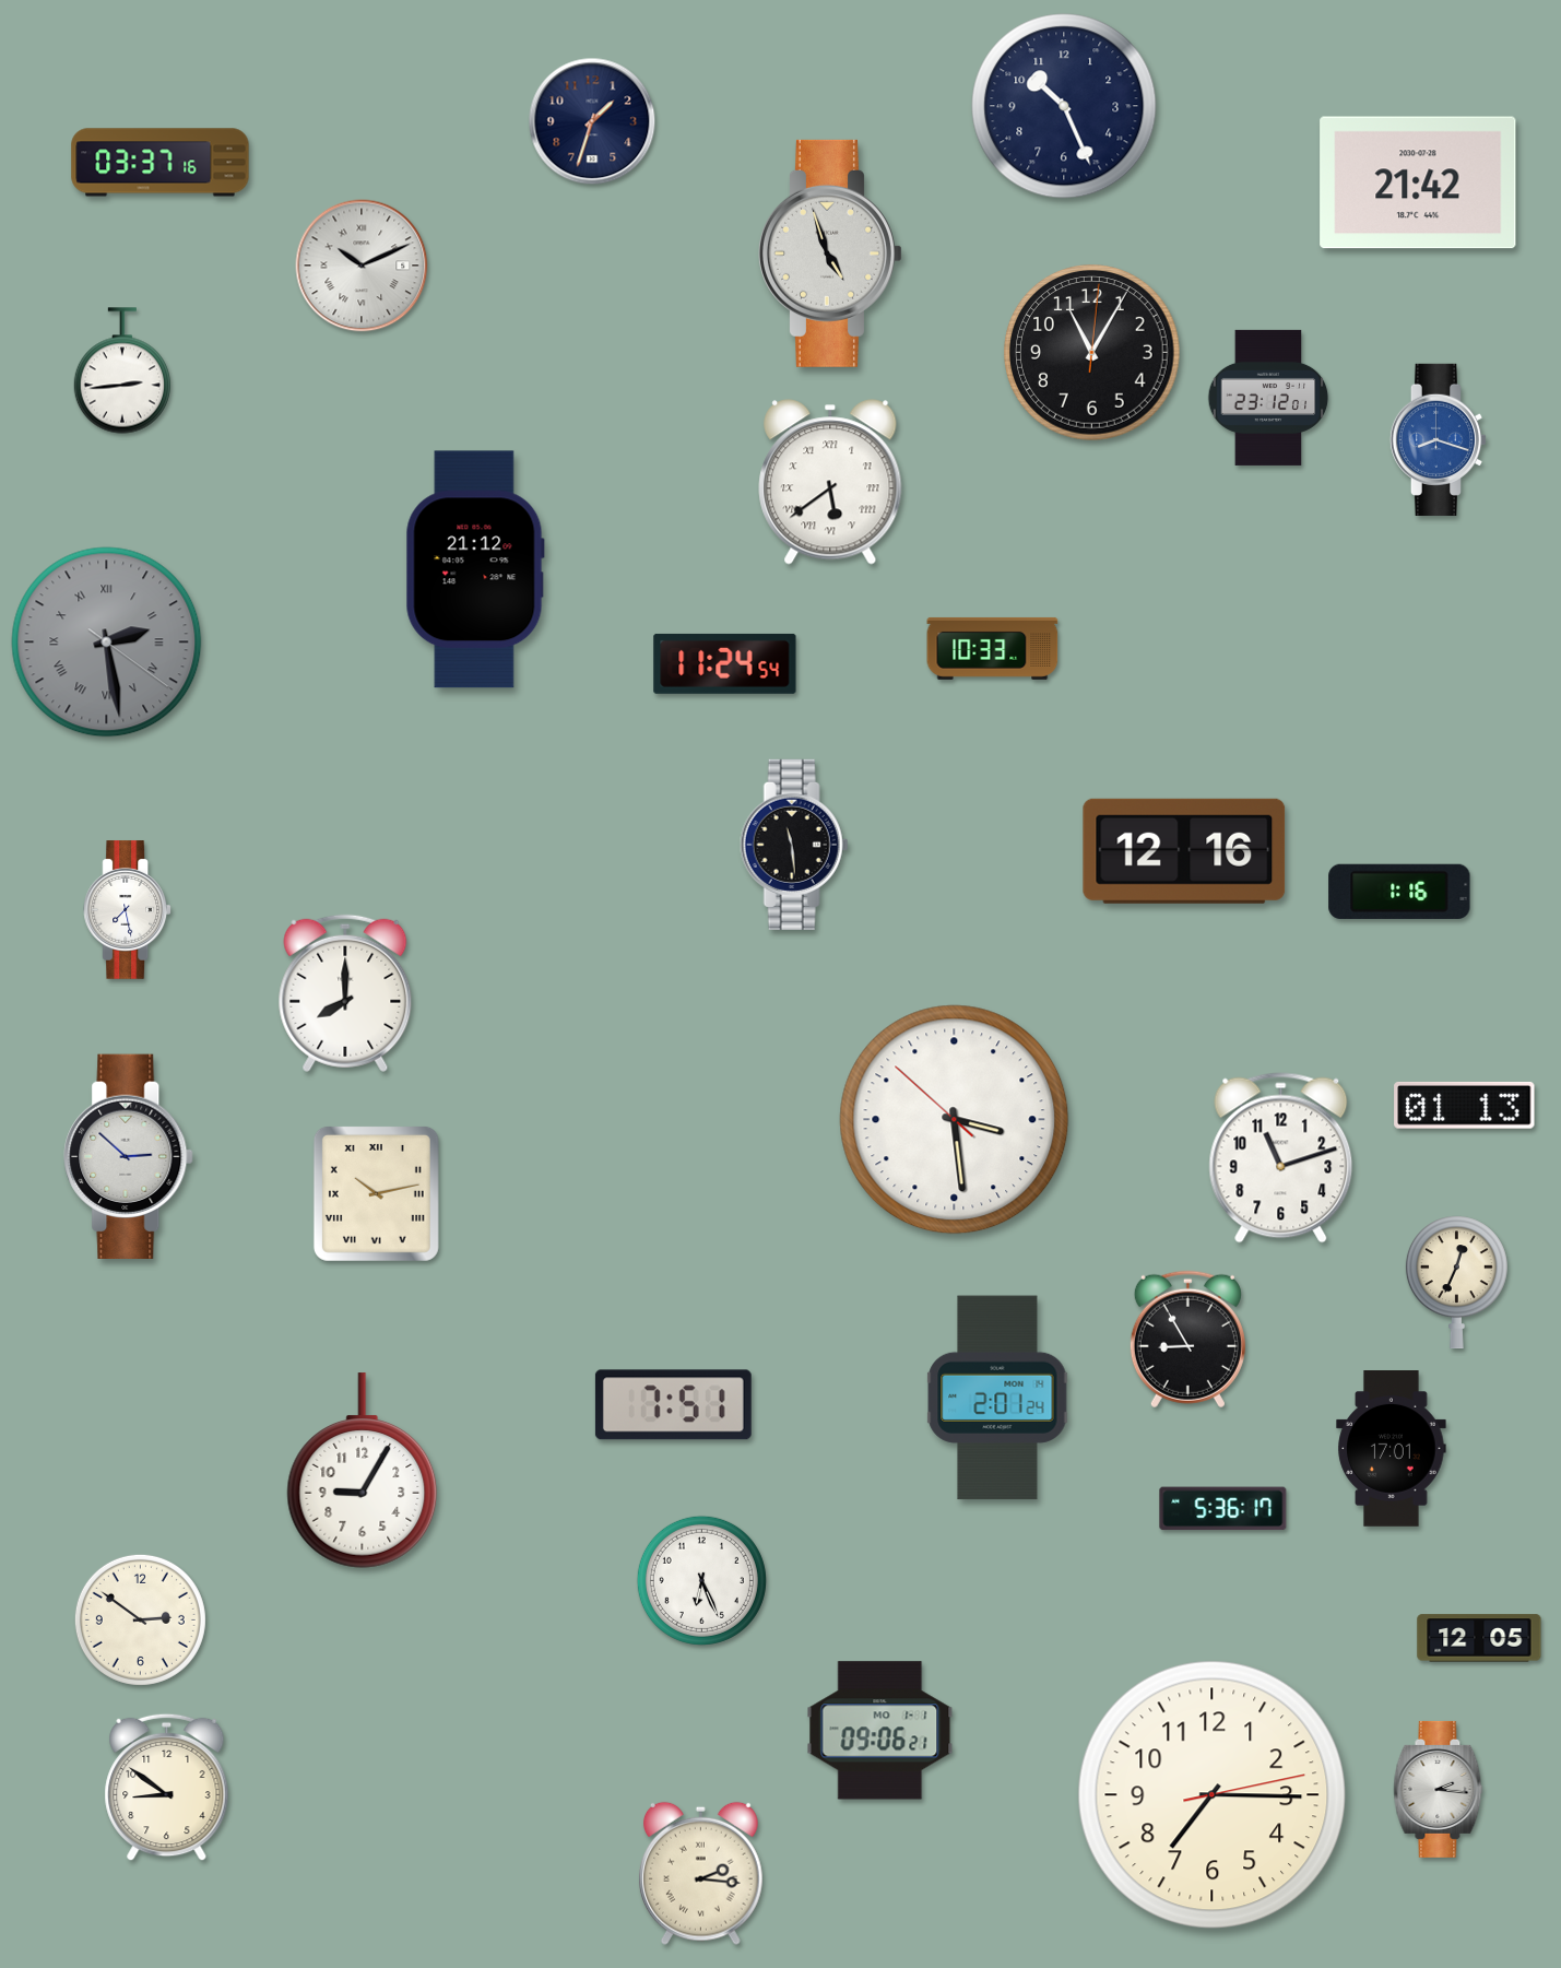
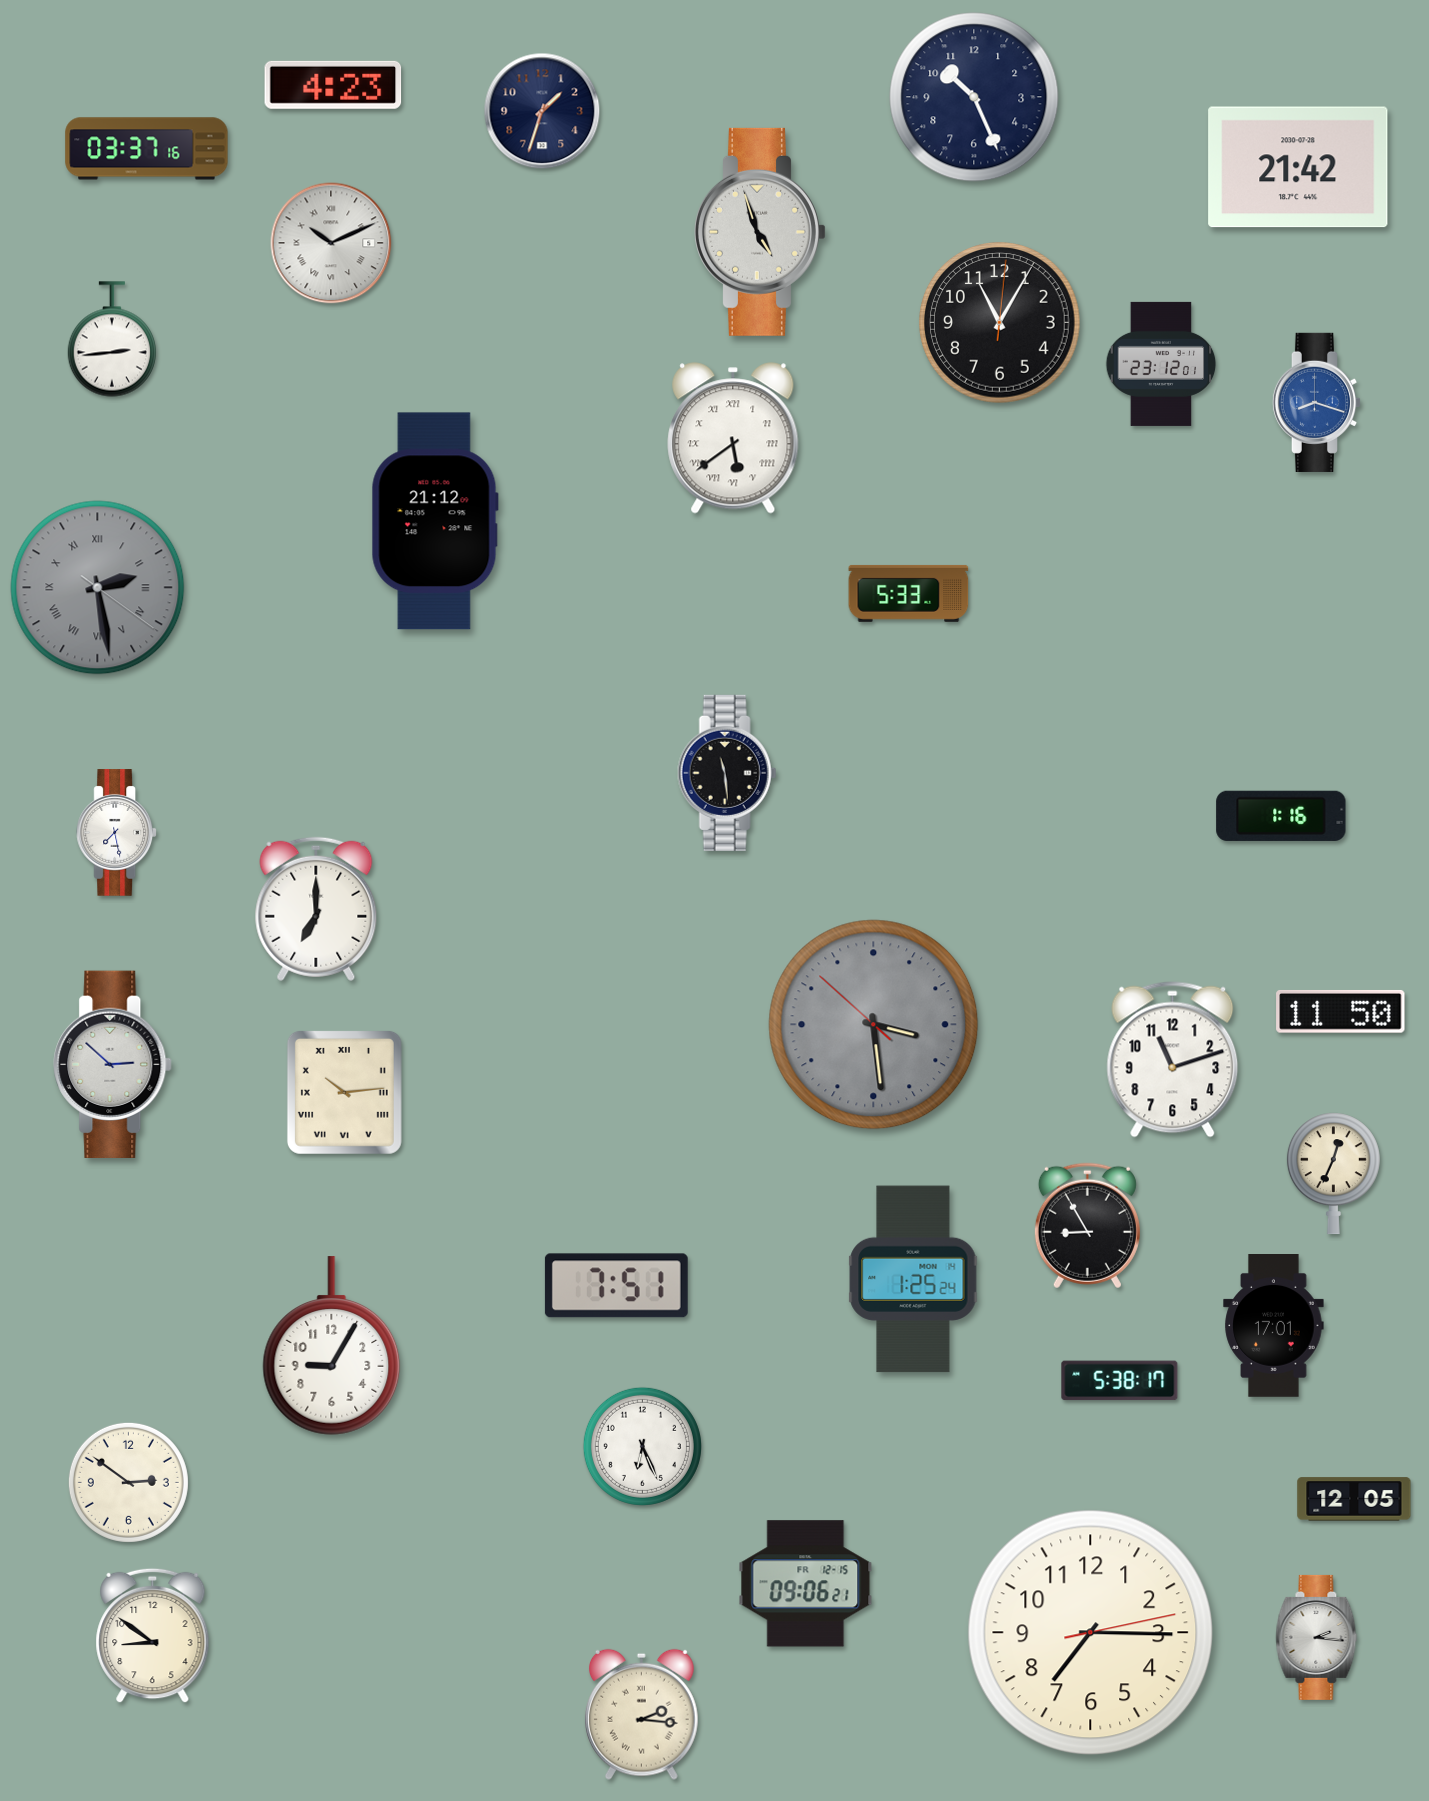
clock at (333, 85): none -> 4:23
clock at (830, 482) position: (830, 482) -> (733, 438)
clock at (993, 648): 10:33 -> 5:33
clock at (725, 663): 11:24 -> none
clock at (1184, 851): 12:16 -> none
clock at (345, 993): 8:00 -> 7:00
clock at (1465, 1105): 01:13 -> 11:50
clock at (955, 1120) dial: white -> grey
clock at (129, 1156) position: (129, 1156) -> (113, 1064)
clock at (376, 1193): 10:13 -> 10:14
clock at (997, 1398): 2:01 -> 1:25
clock at (1223, 1509): 5:36 -> 5:38
clock at (880, 1731) date: MO 1-1 -> FR 12-15
clock at (1213, 1795) position: (1213, 1795) -> (1091, 1633)
